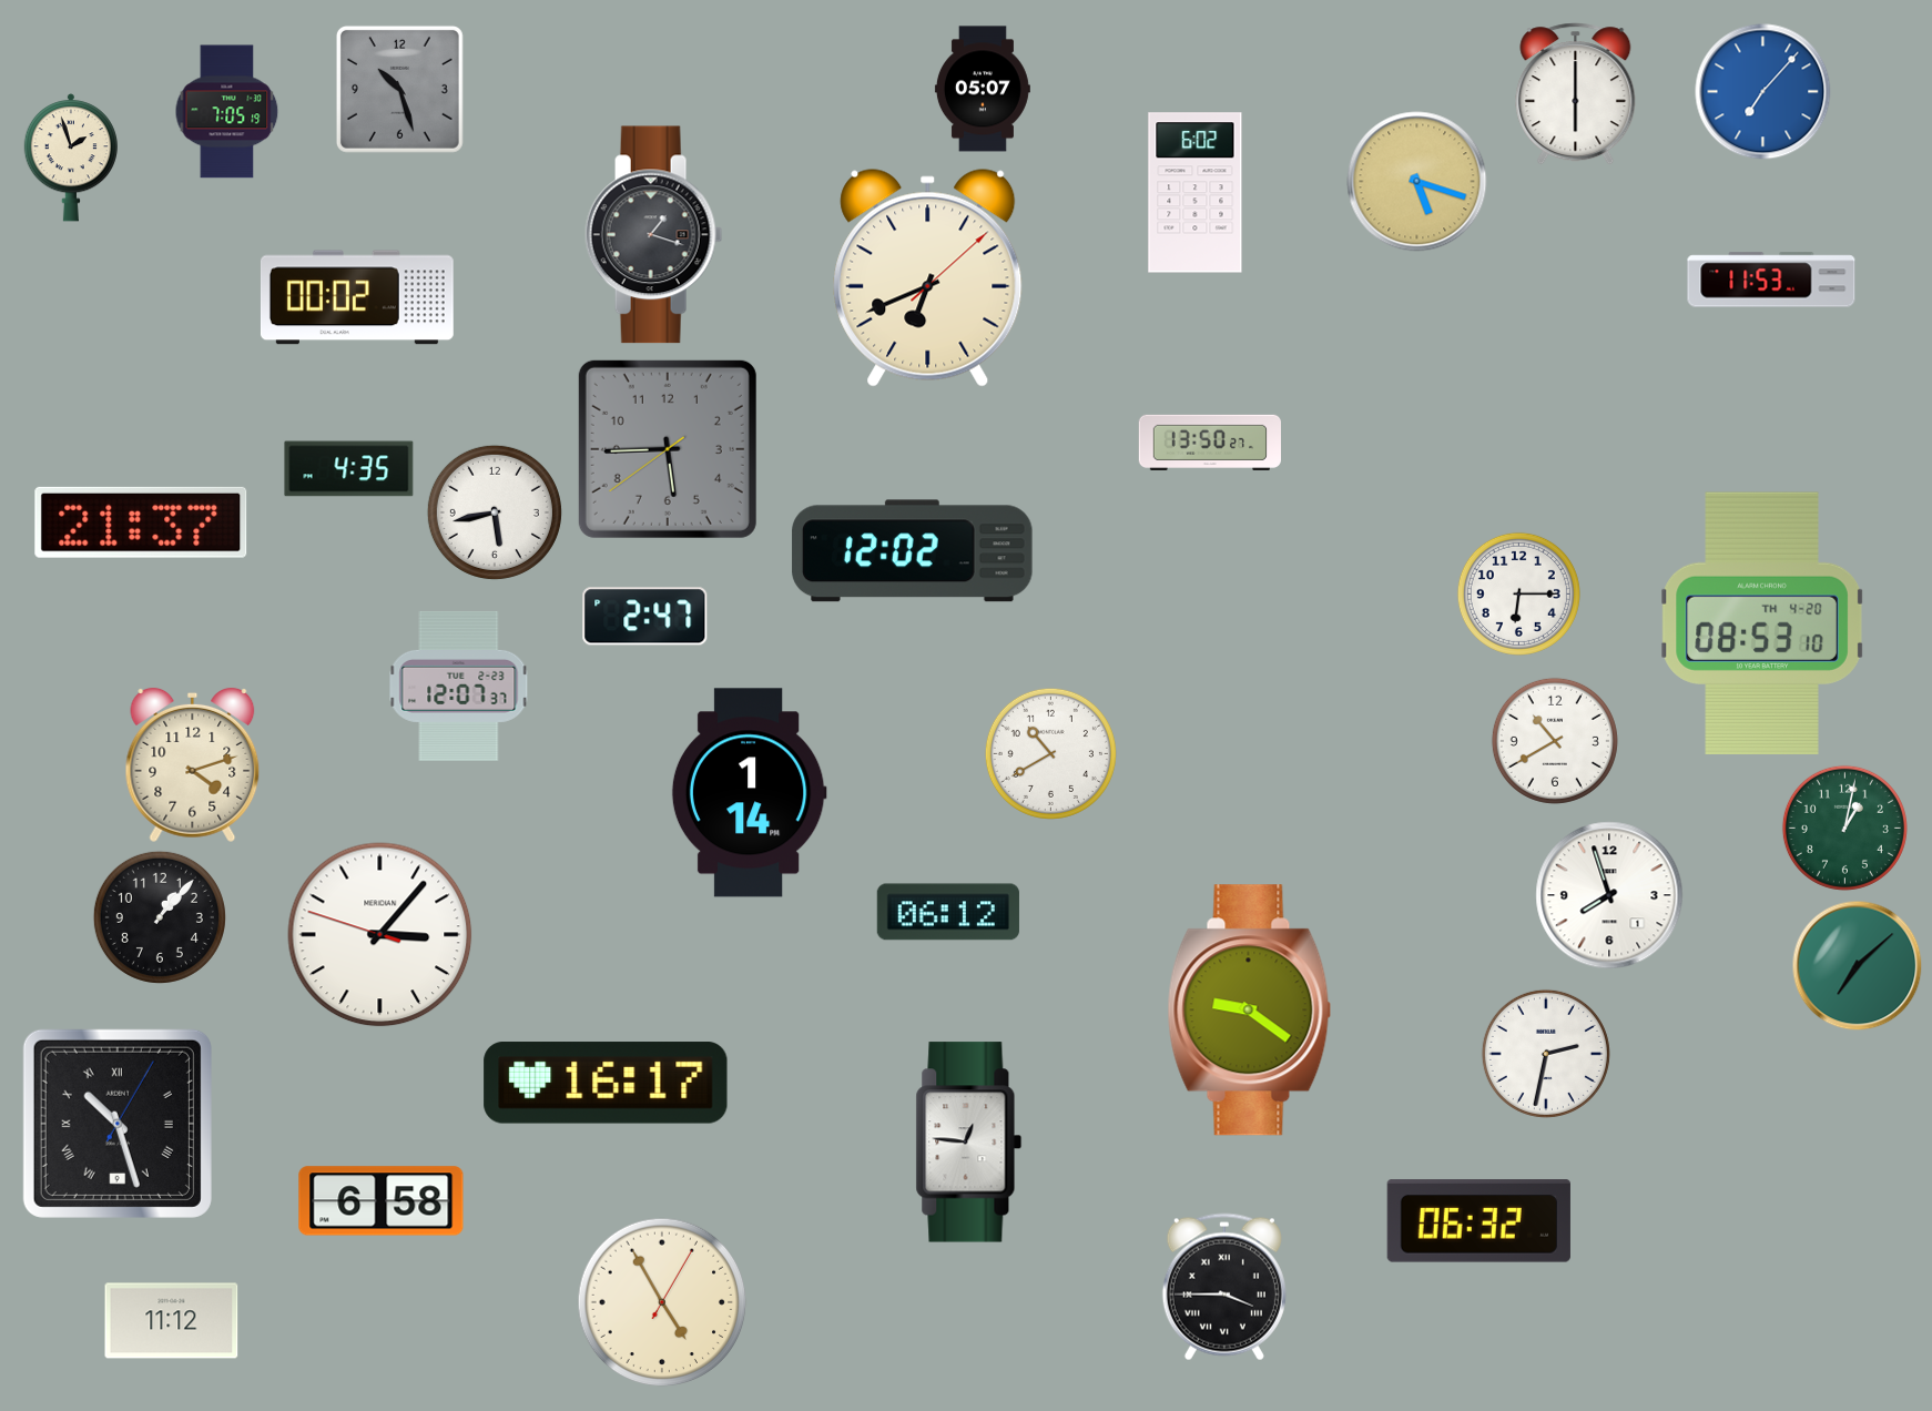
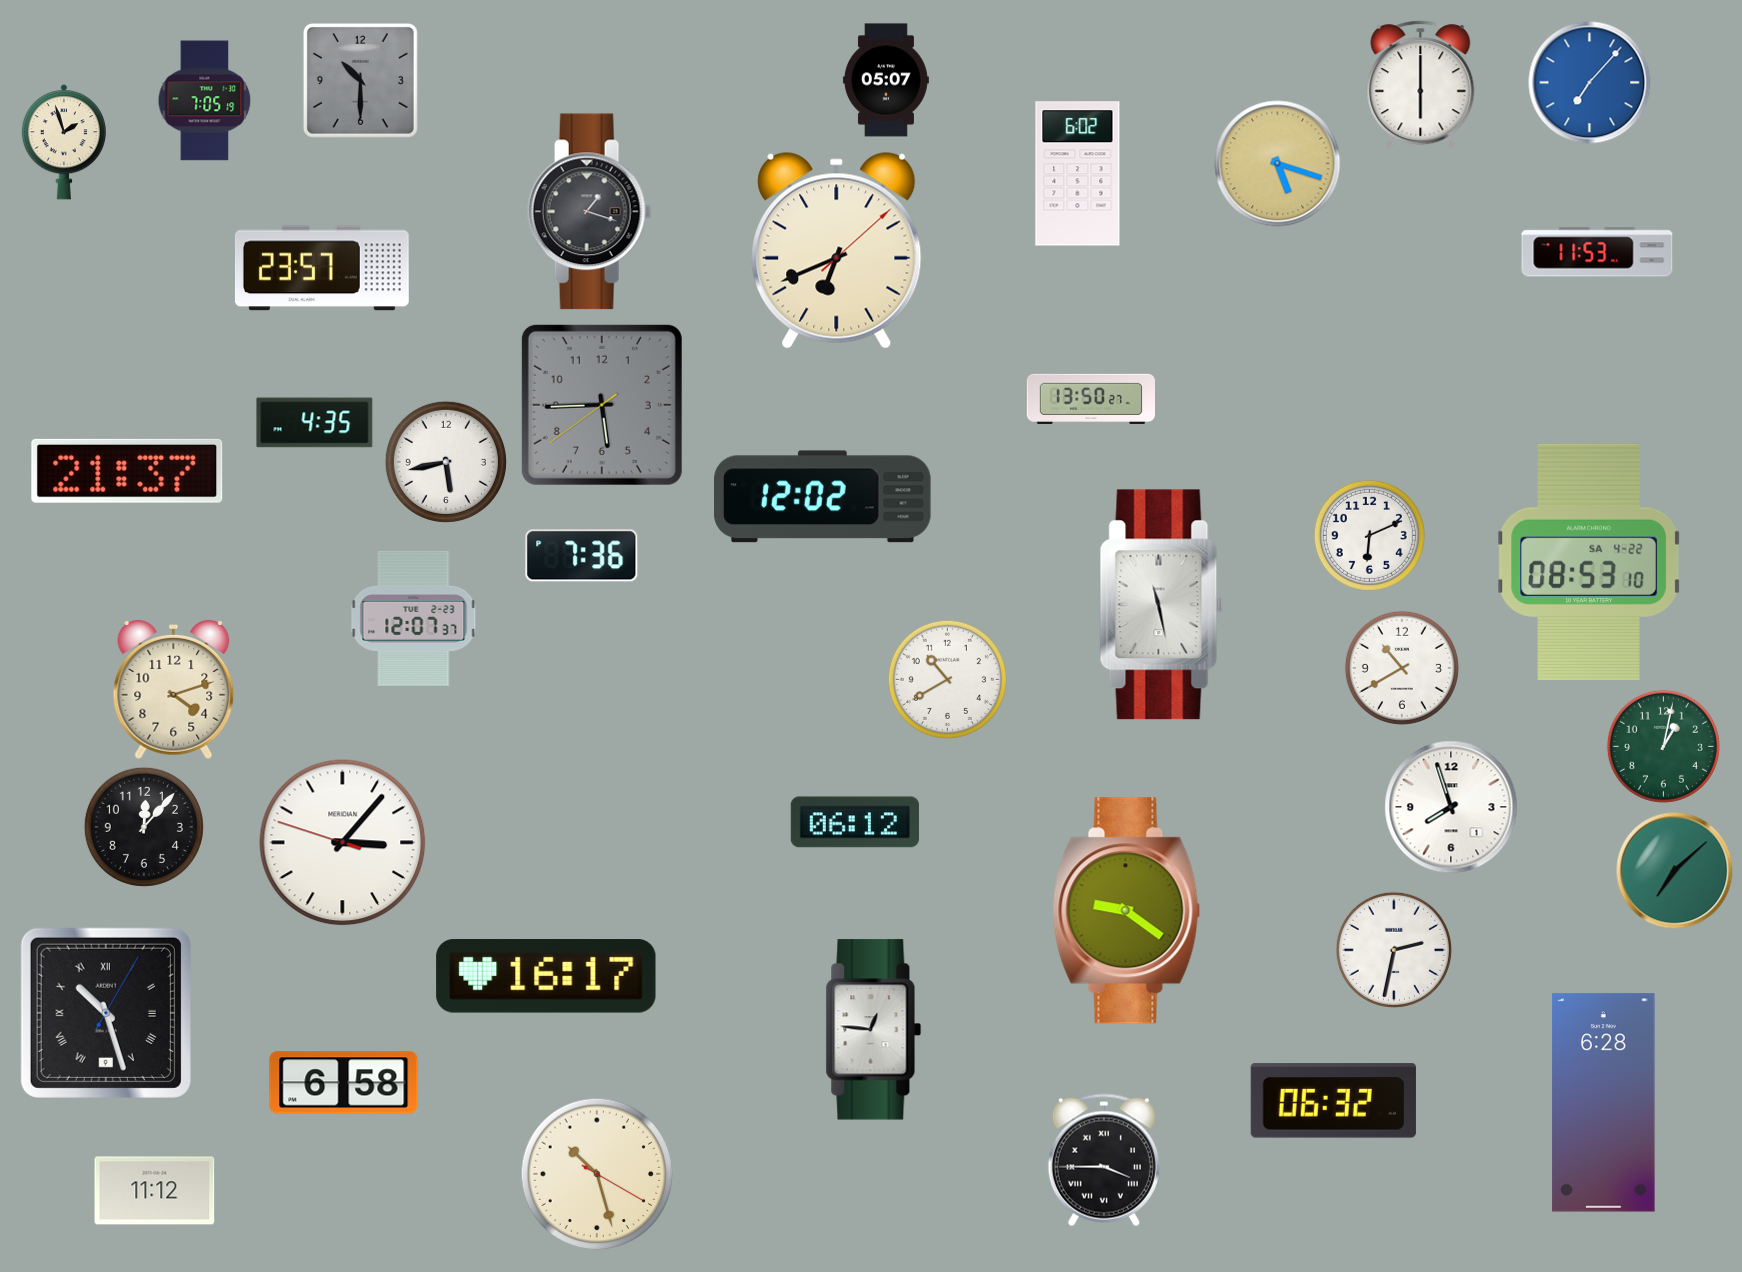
clock at (399, 89): 10:27 -> 10:30
clock at (357, 297): 00:02 -> 23:57
clock at (1518, 593): 6:15 -> 6:11
clock at (645, 617): 2:47 -> 7:36
clock at (1762, 622) date: TH 4-20 -> SA 4-22
clock at (1162, 605): none -> 11:28
clock at (749, 793): 1:14 -> none
clock at (160, 917): 1:07 -> 12:07
clock at (1604, 1103): none -> 6:28
clock at (662, 1302): 4:55 -> 10:27
